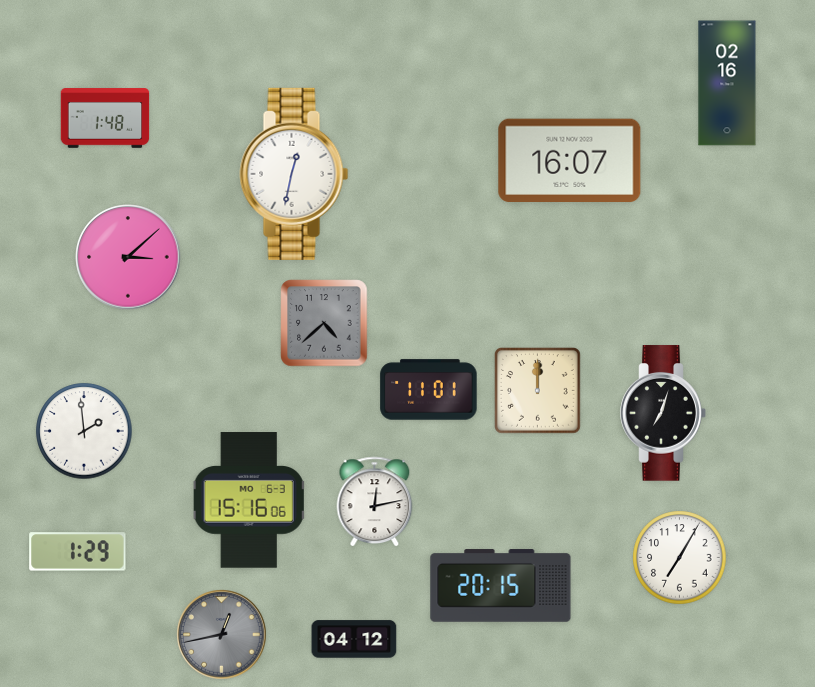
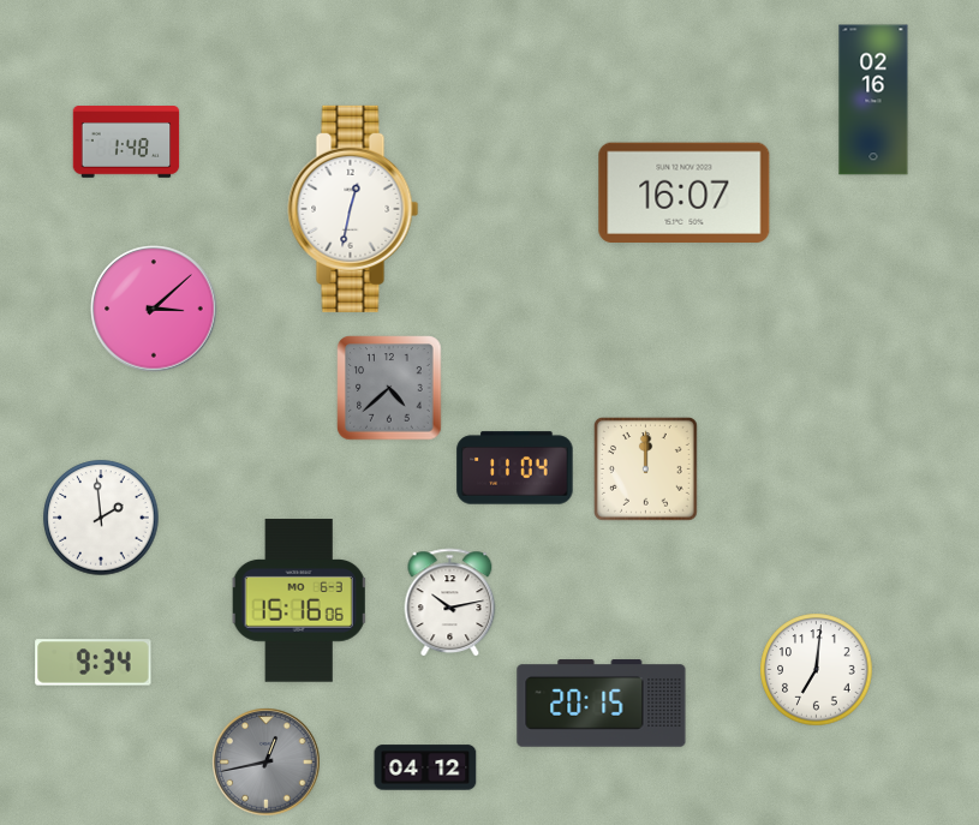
clock at (429, 390): 11:01 -> 11:04
clock at (663, 413): 7:03 -> none
clock at (375, 502): 12:13 -> 10:13
clock at (78, 552): 1:29 -> 9:34
clock at (680, 558): 7:05 -> 7:01
